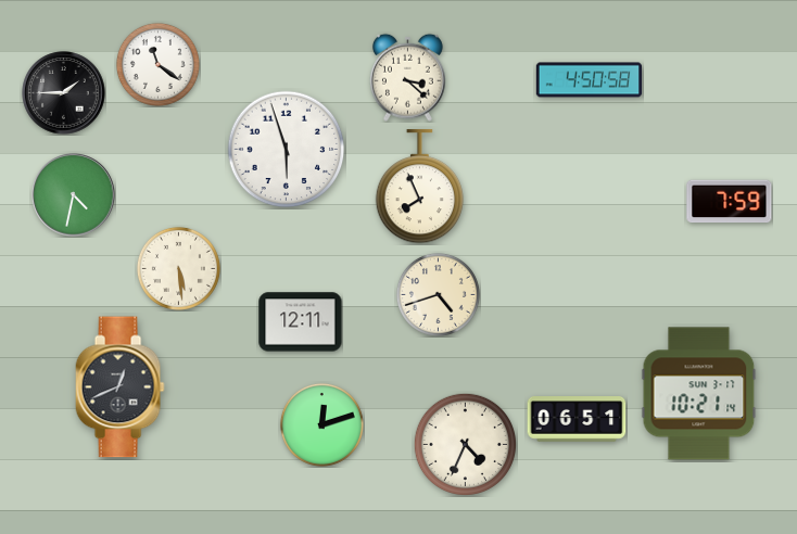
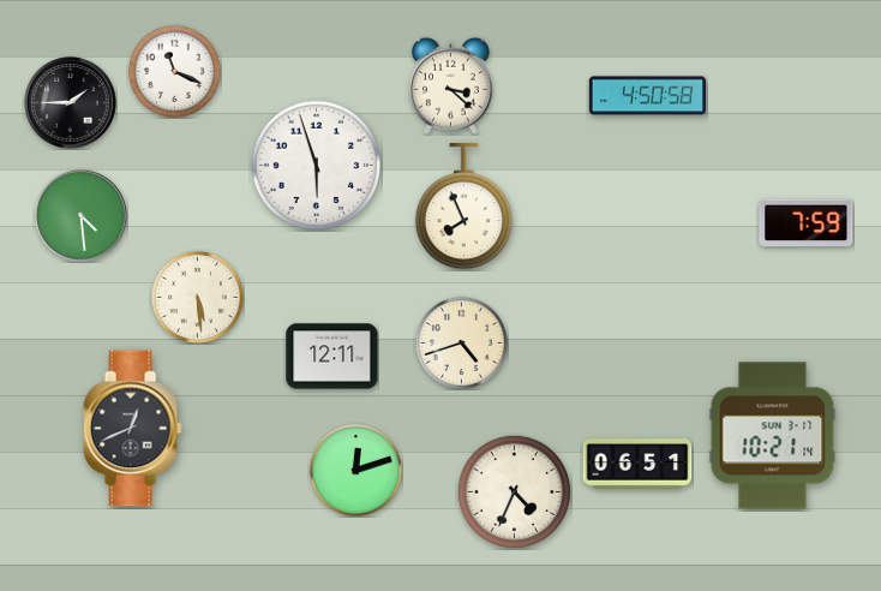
clock at (157, 64): 11:21 -> 11:19
clock at (590, 80) position: (590, 80) -> (648, 96)
clock at (74, 195): 4:32 -> 4:29
clock at (438, 294) position: (438, 294) -> (461, 342)
